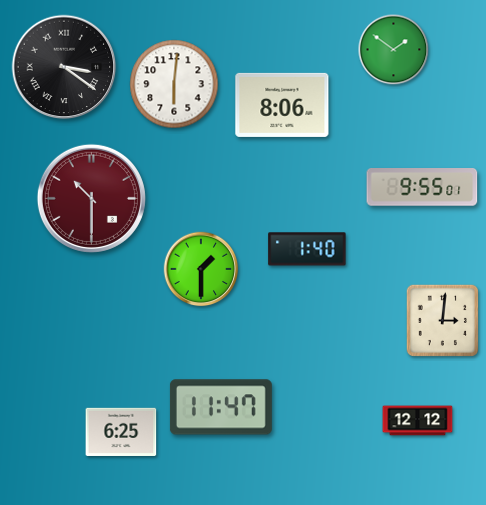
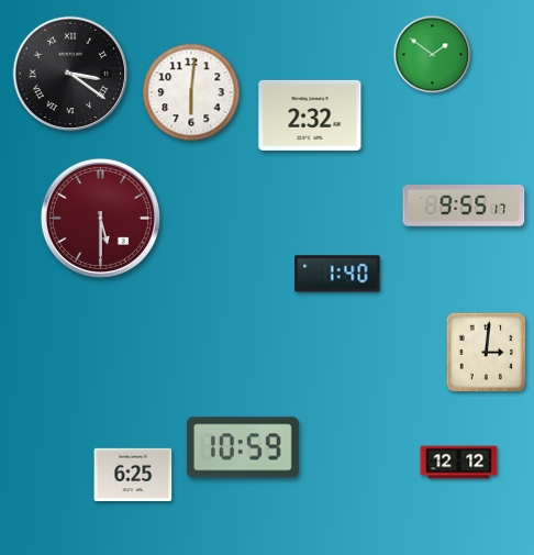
clock at (282, 105): 8:06 -> 2:32
clock at (422, 187): 9:55:01 -> 9:55:17
clock at (91, 198): 10:30 -> 5:30
clock at (201, 269): 1:30 -> none
clock at (221, 407): 11:47 -> 10:59
